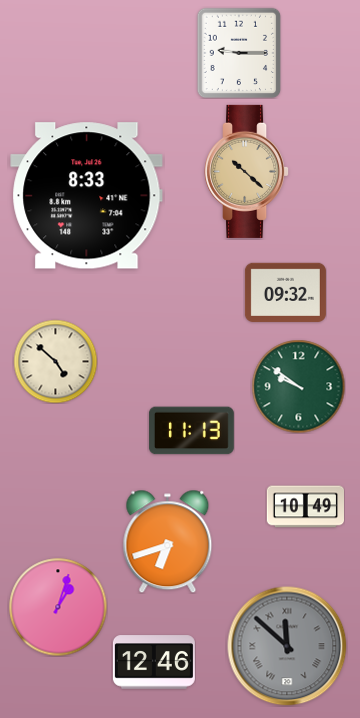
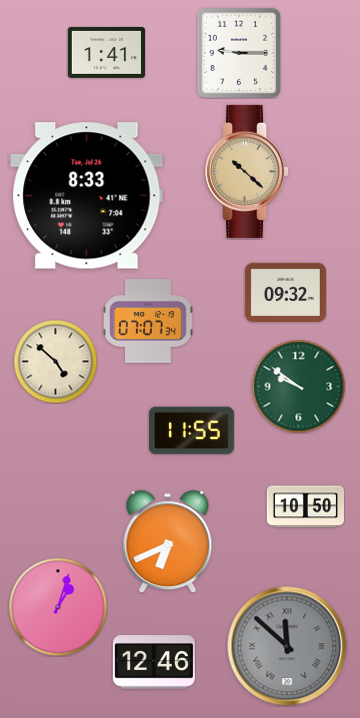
clock at (106, 52): none -> 1:41
clock at (148, 321): none -> 07:07
clock at (191, 431): 11:13 -> 11:55
clock at (305, 507): 10:49 -> 10:50
clock at (168, 541): 6:42 -> 6:41
